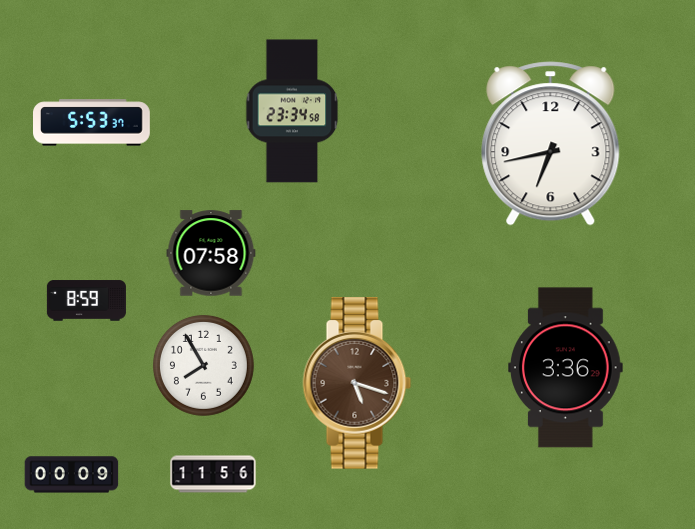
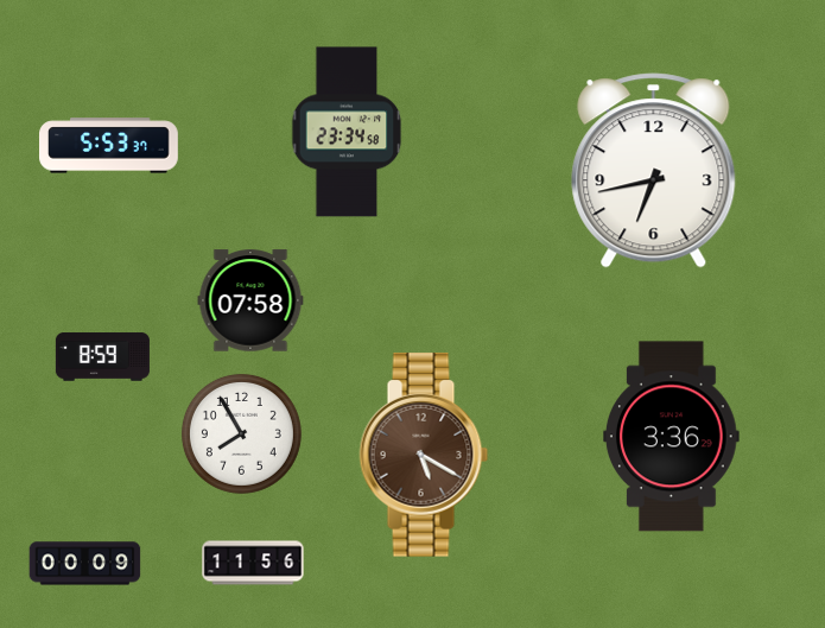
clock at (357, 383): 5:18 -> 5:20
